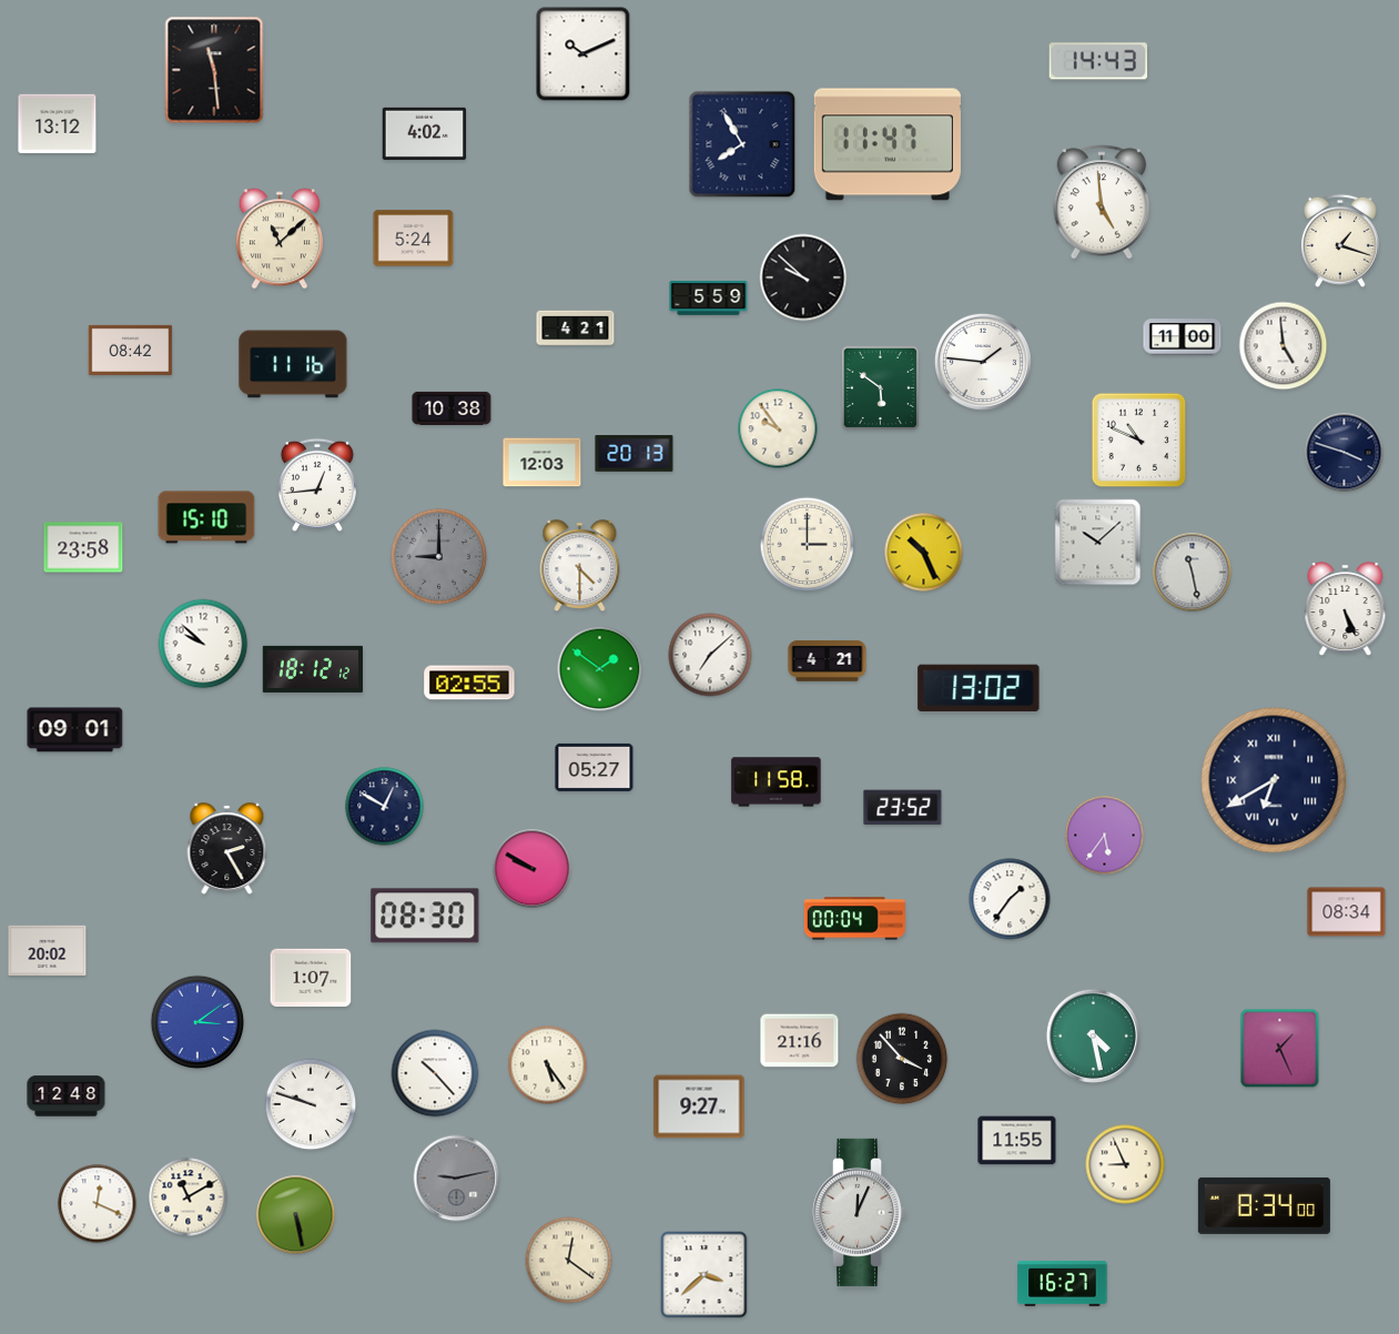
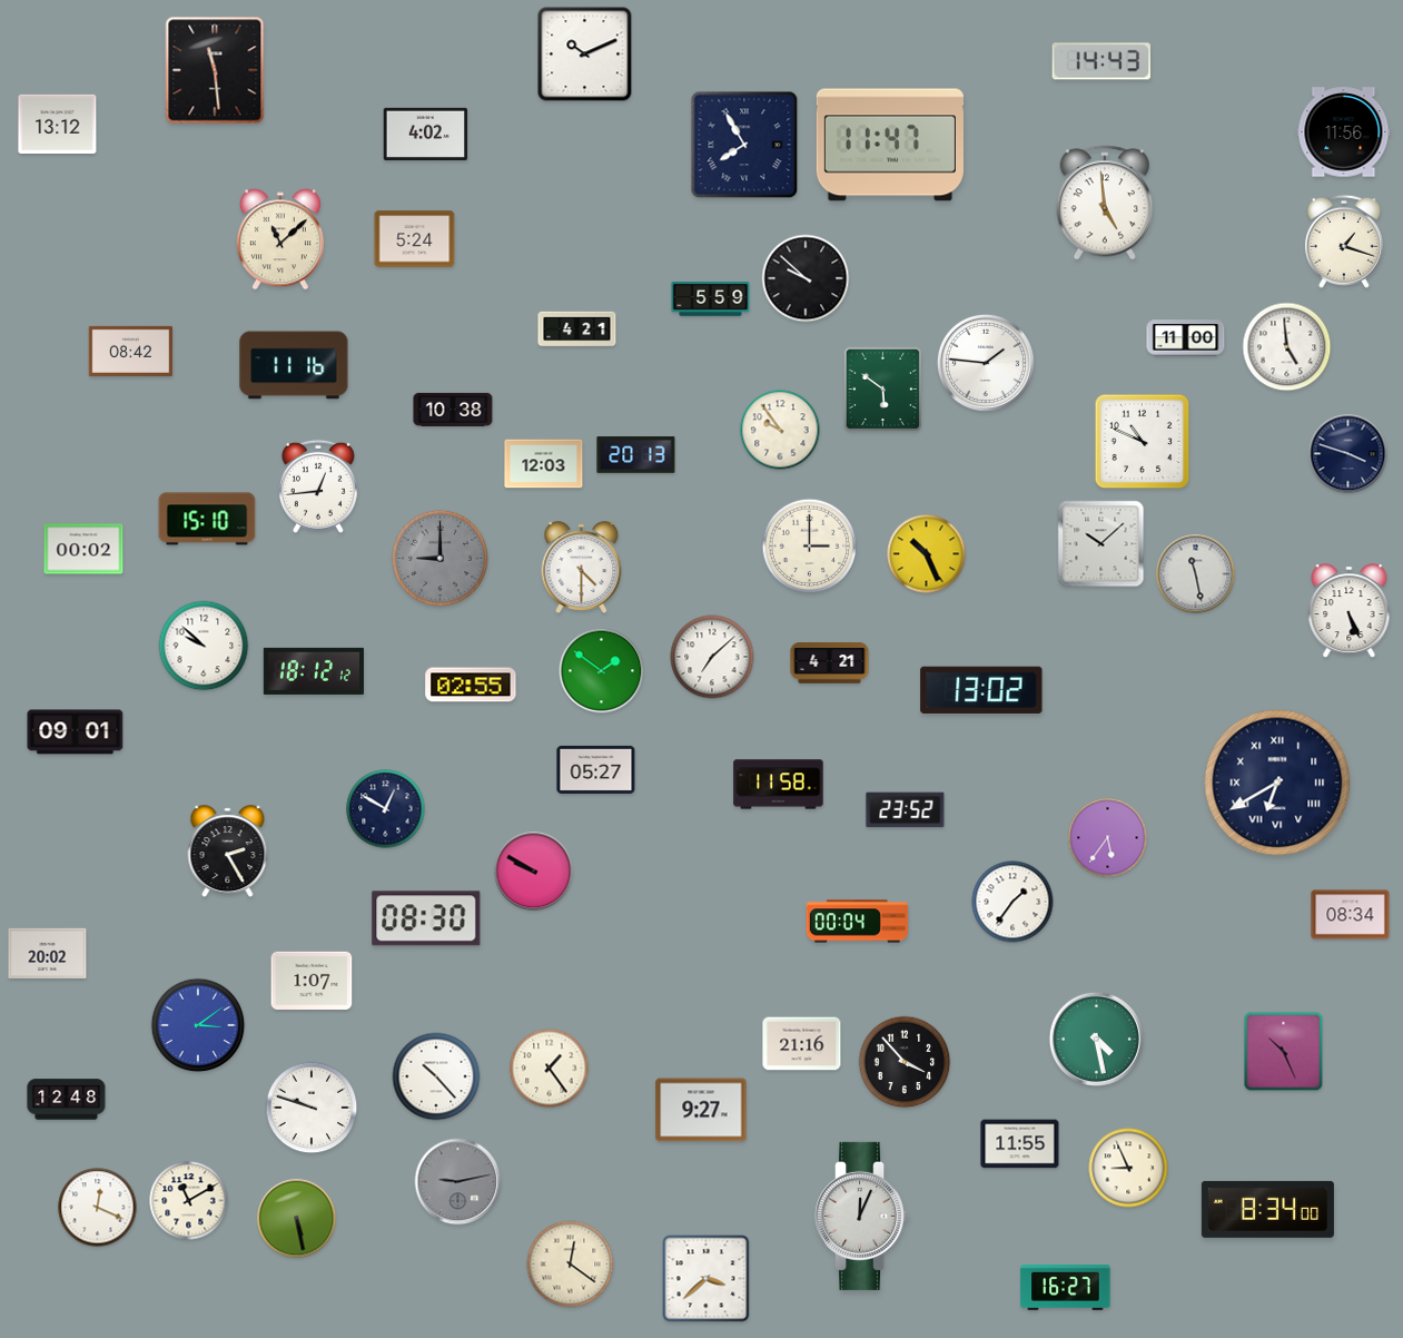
clock at (1344, 132): none -> 11:56
clock at (83, 547): 23:58 -> 00:02
clock at (1280, 1049): 1:26 -> 10:26
clock at (548, 1065): 5:24 -> 1:24
